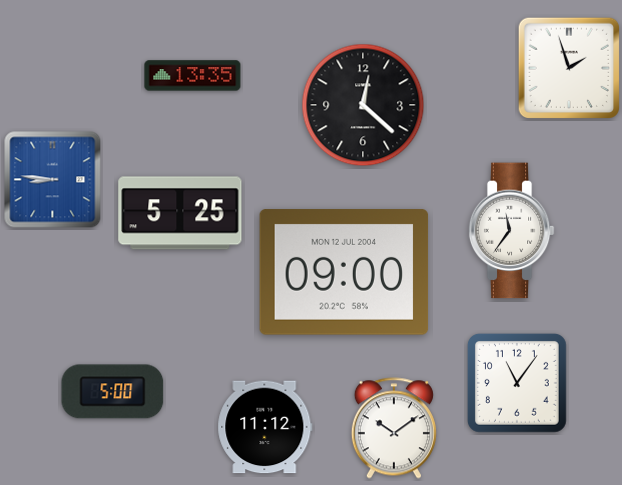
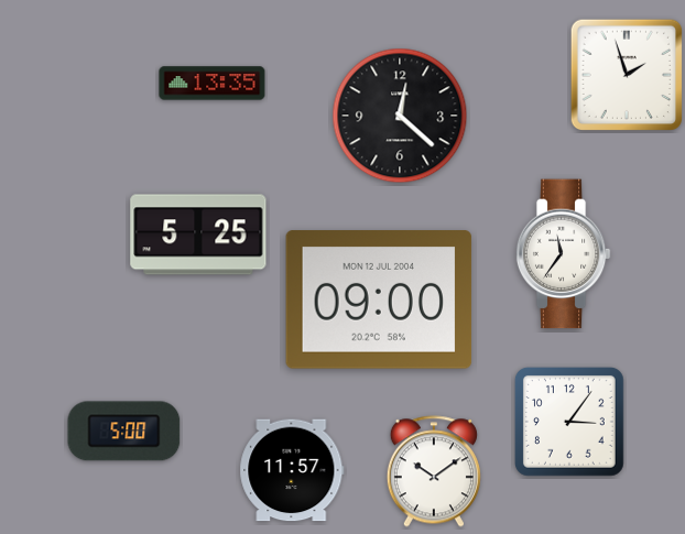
clock at (53, 180): 8:46 -> none
clock at (518, 384): 11:06 -> 3:06
clock at (265, 427): 11:12 -> 11:57
